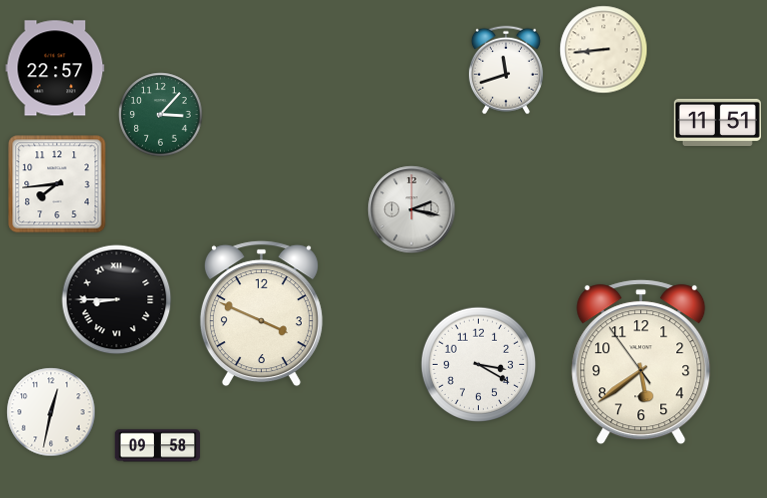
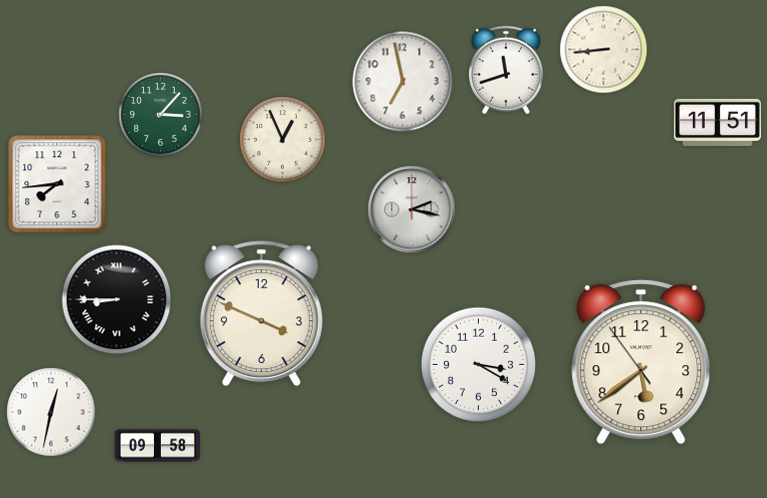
clock at (55, 68): 22:57 -> none
clock at (403, 82): none -> 6:58
clock at (283, 140): none -> 12:56
